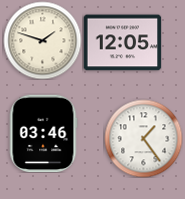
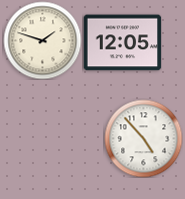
clock at (43, 133): 03:46 -> none
clock at (143, 138): 1:24 -> 4:53
